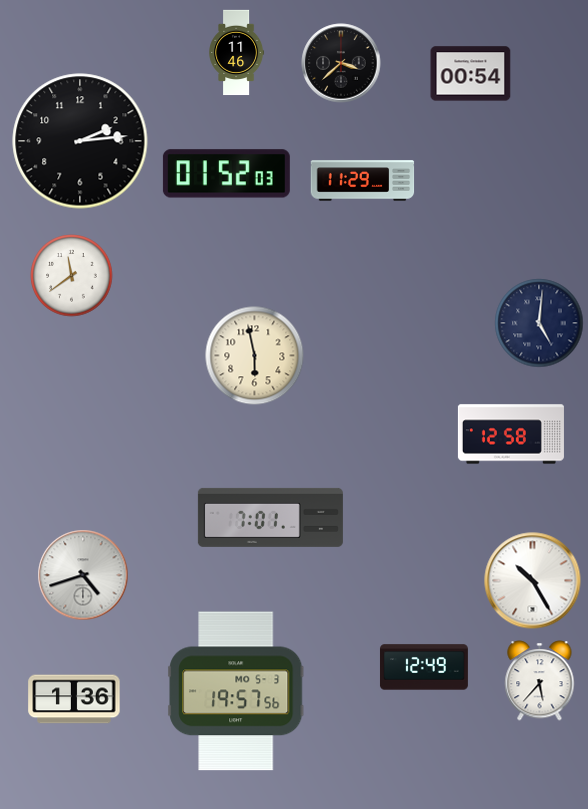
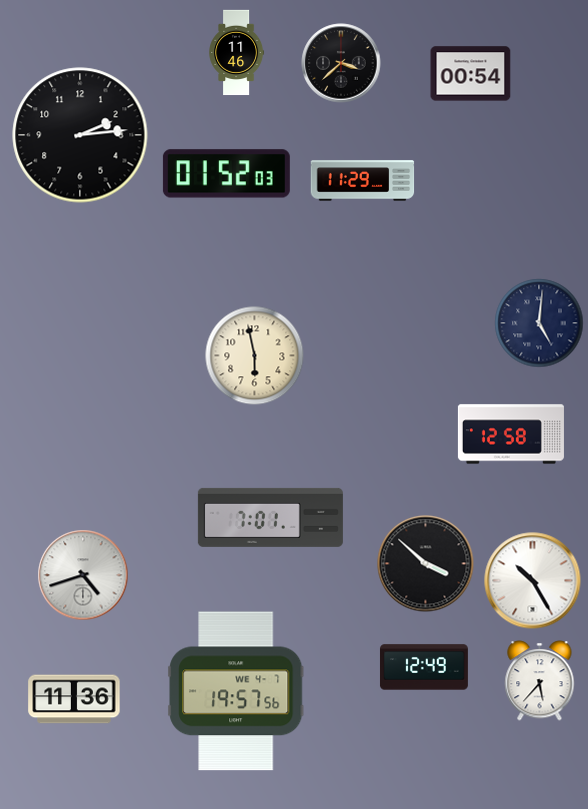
clock at (80, 141) position: (80, 141) -> (80, 135)
clock at (72, 276): 11:39 -> none
clock at (426, 564): none -> 3:52
clock at (236, 691) date: MO 5-3 -> WE 4-7
clock at (74, 699): 1:36 -> 11:36
